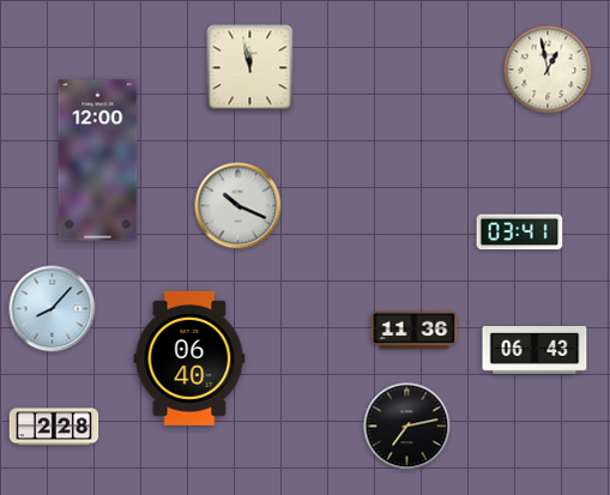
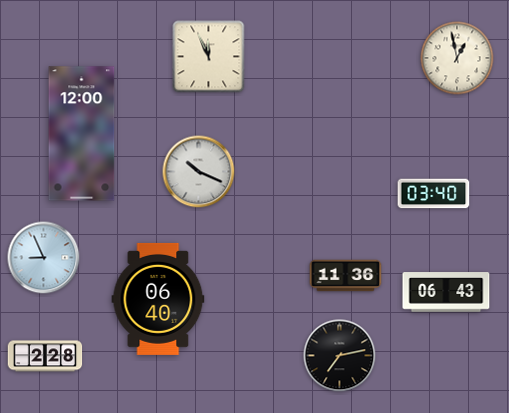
clock at (250, 68): 11:58 -> 11:56
clock at (520, 233): 03:41 -> 03:40
clock at (53, 309): 8:07 -> 8:56
